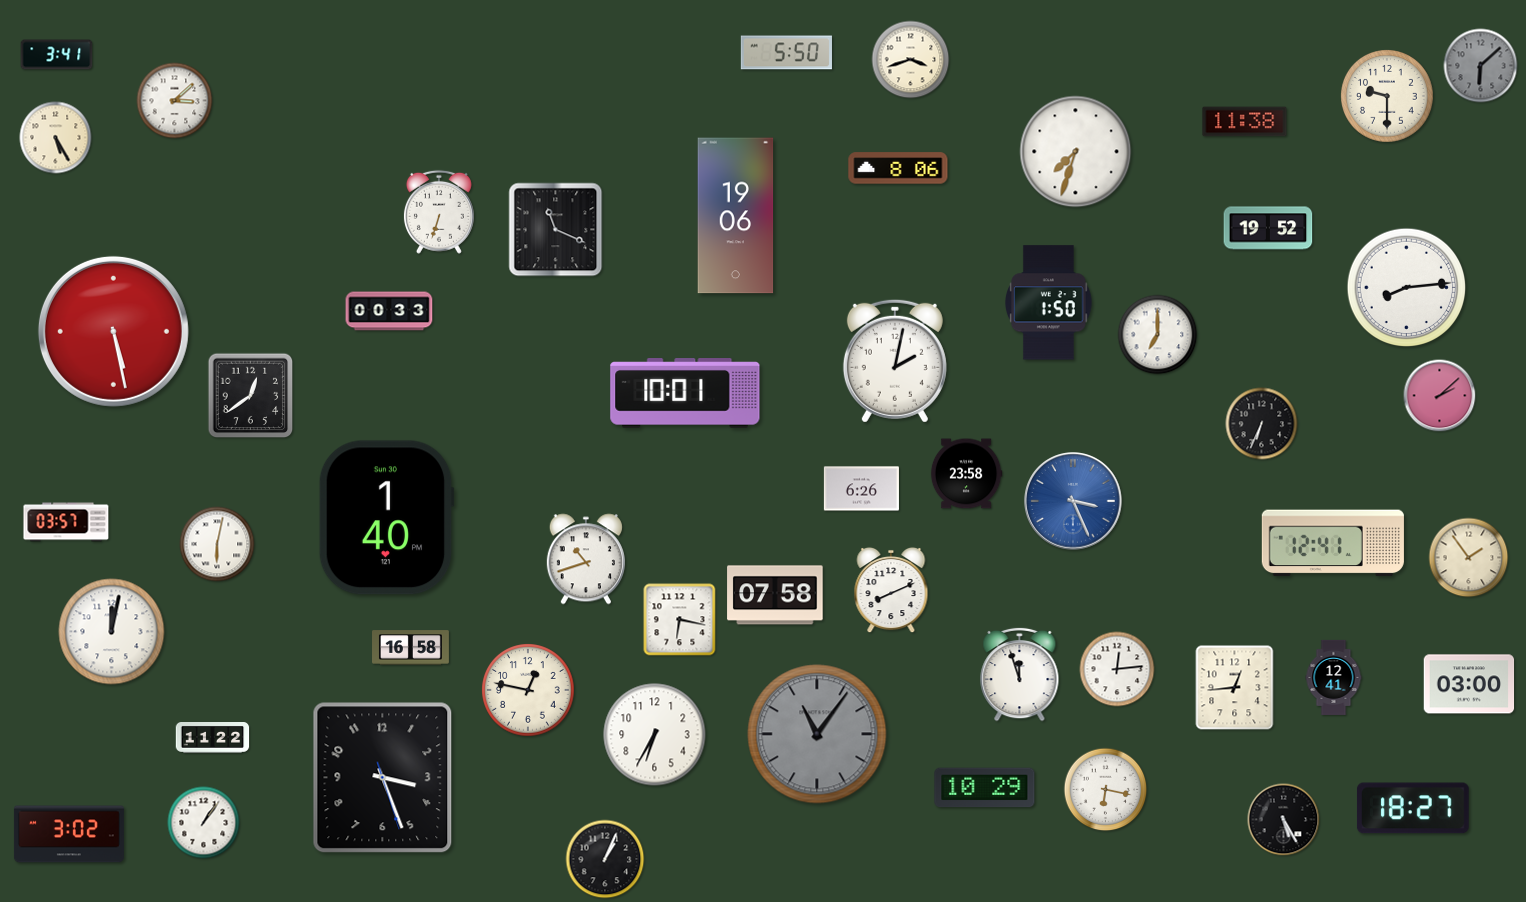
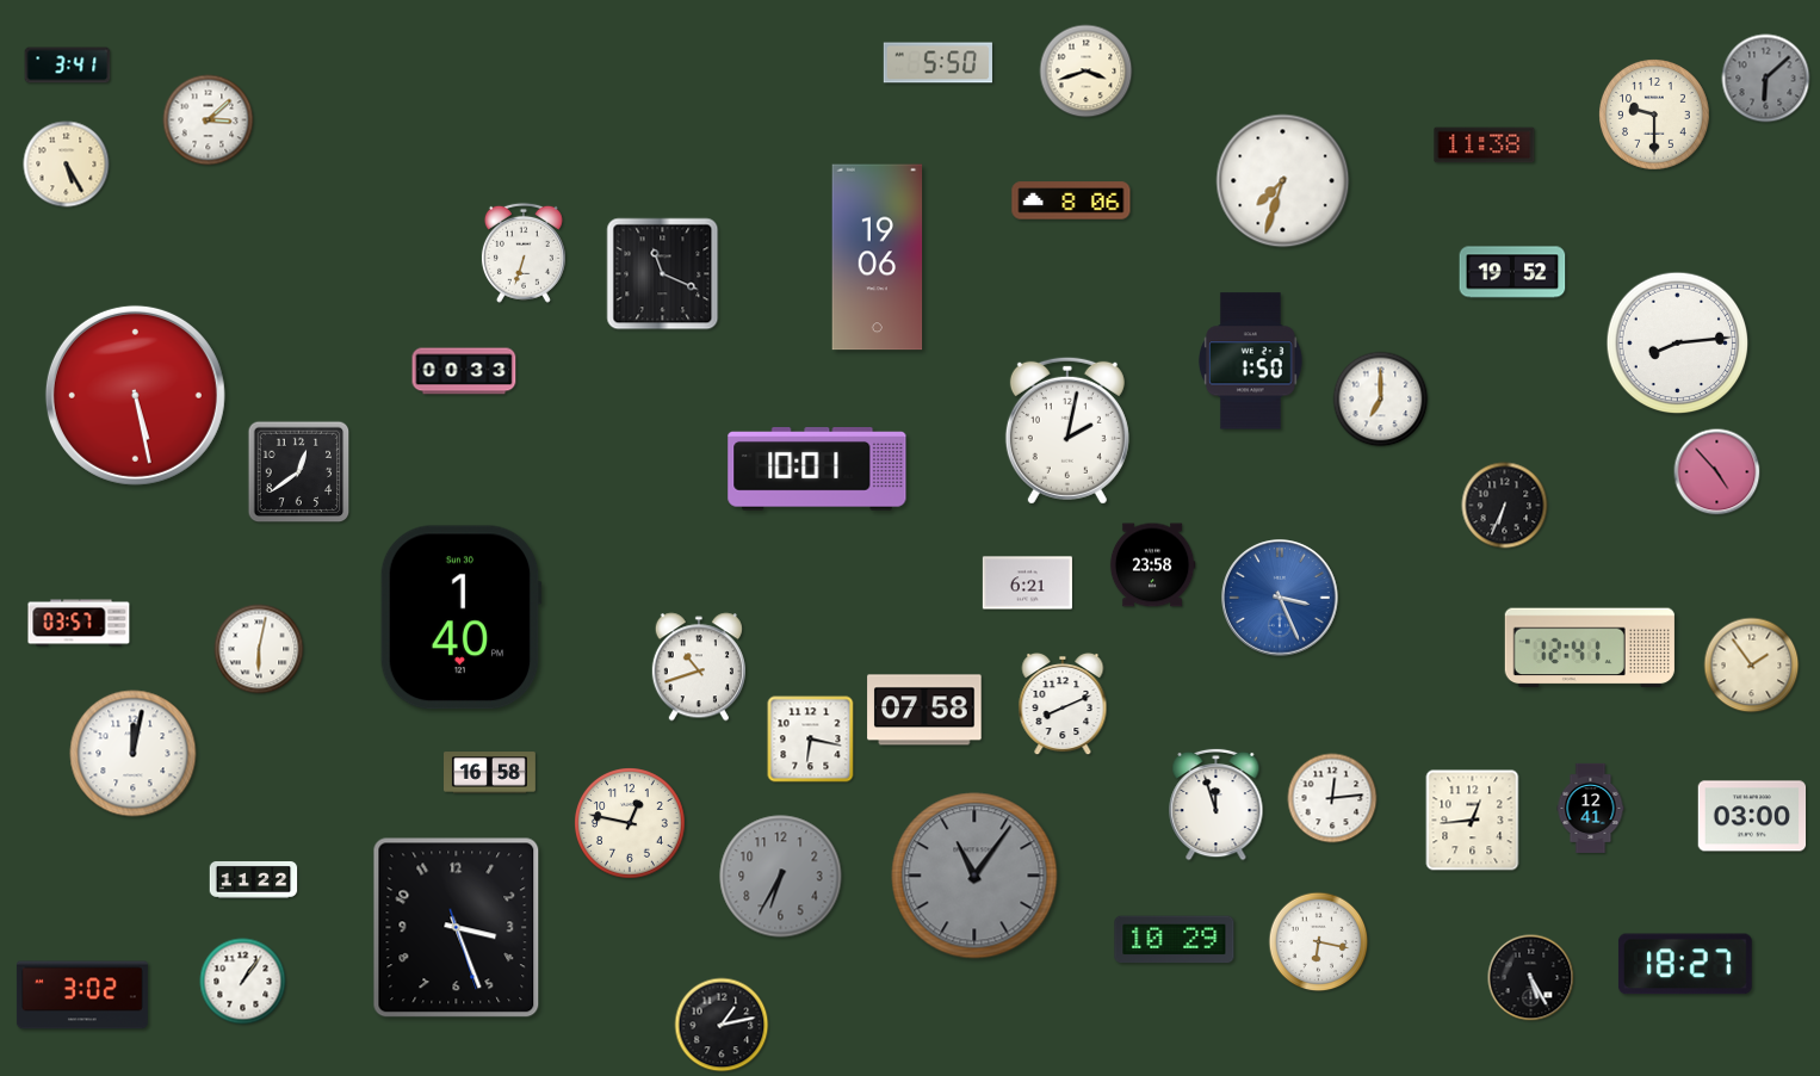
clock at (1440, 396): 2:08 -> 4:53
clock at (861, 489): 6:26 -> 6:21
clock at (655, 735) dial: white -> grey
clock at (605, 859): 1:04 -> 1:13
